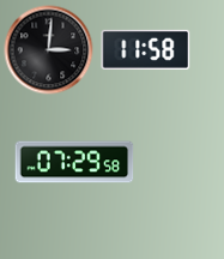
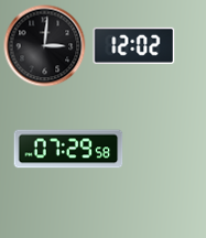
clock at (146, 49): 11:58 -> 12:02
